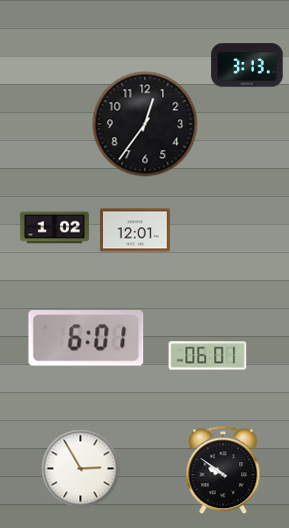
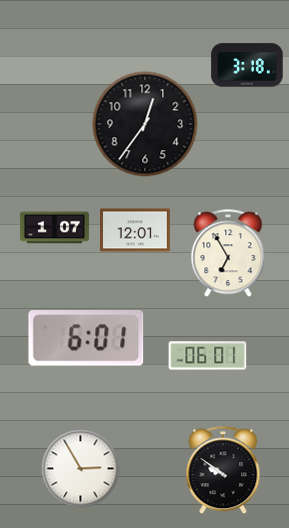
clock at (247, 65): 3:13 -> 3:18
clock at (54, 228): 1:02 -> 1:07
clock at (228, 254): none -> 6:55
